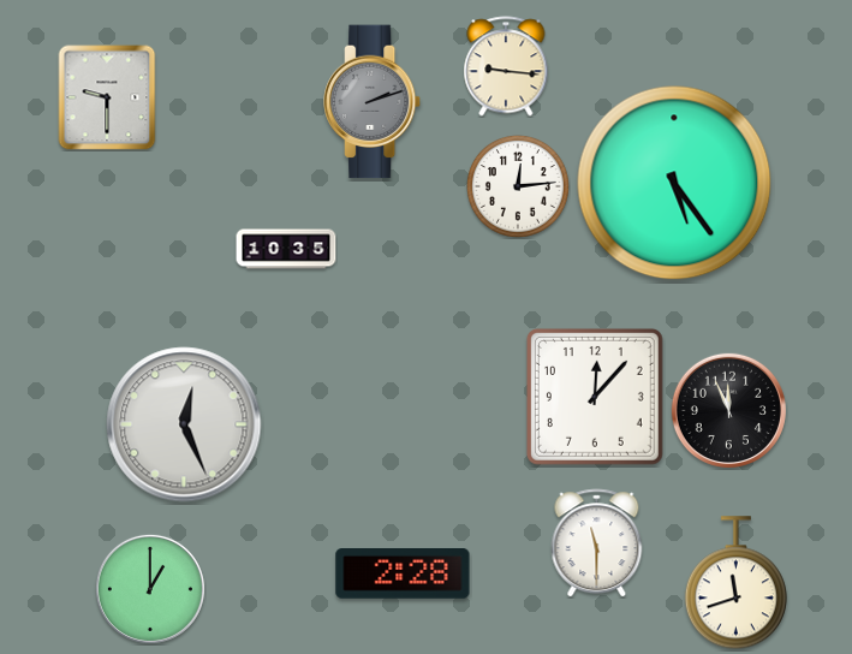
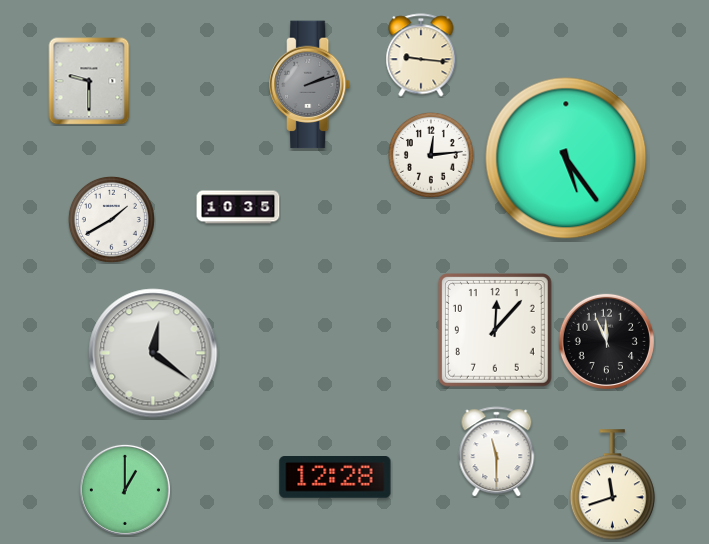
clock at (674, 183) position: (674, 183) -> (566, 158)
clock at (111, 219): none -> 1:40
clock at (184, 424): 12:26 -> 12:21
clock at (403, 575): 2:28 -> 12:28
